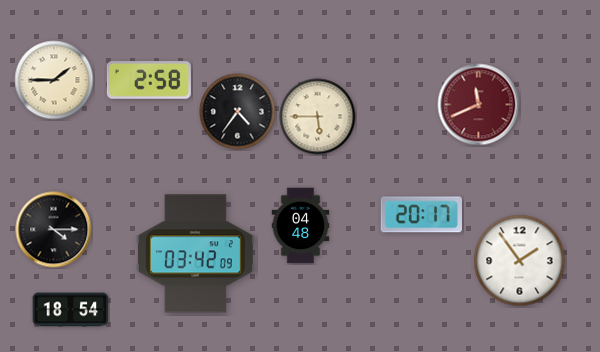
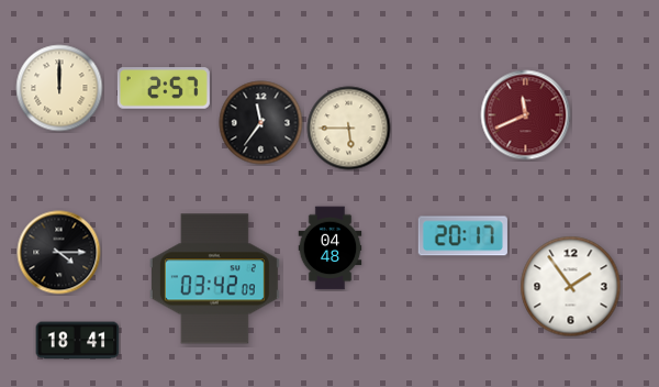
clock at (54, 80): 1:45 -> 12:00
clock at (149, 80): 2:58 -> 2:57
clock at (238, 112): 4:36 -> 11:36
clock at (71, 310): 18:54 -> 18:41
